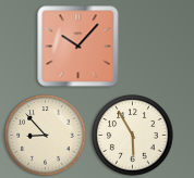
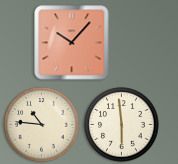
clock at (46, 136): 8:53 -> 10:46
clock at (133, 136): 5:55 -> 5:59
